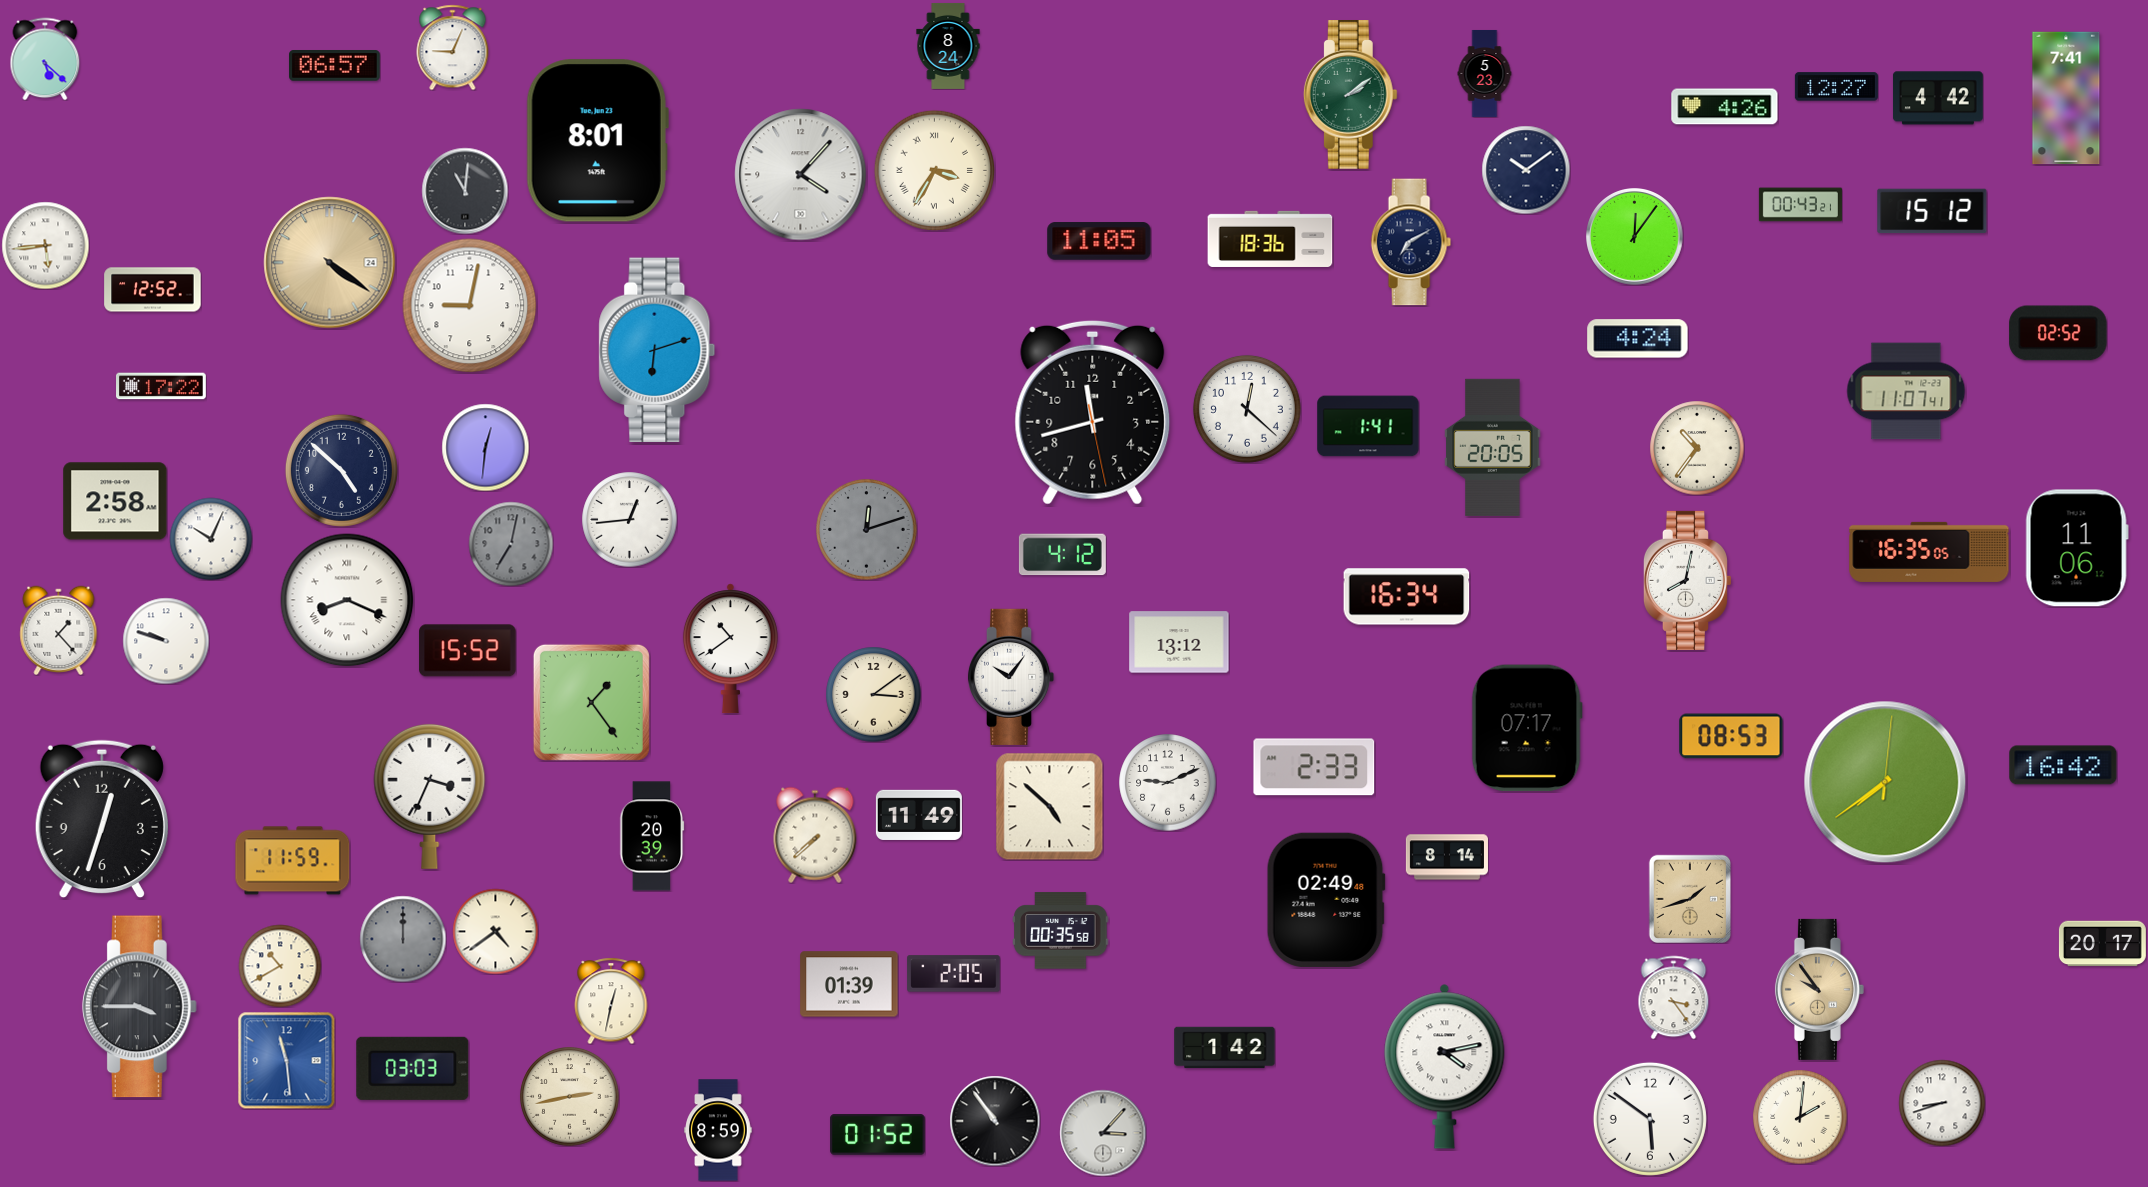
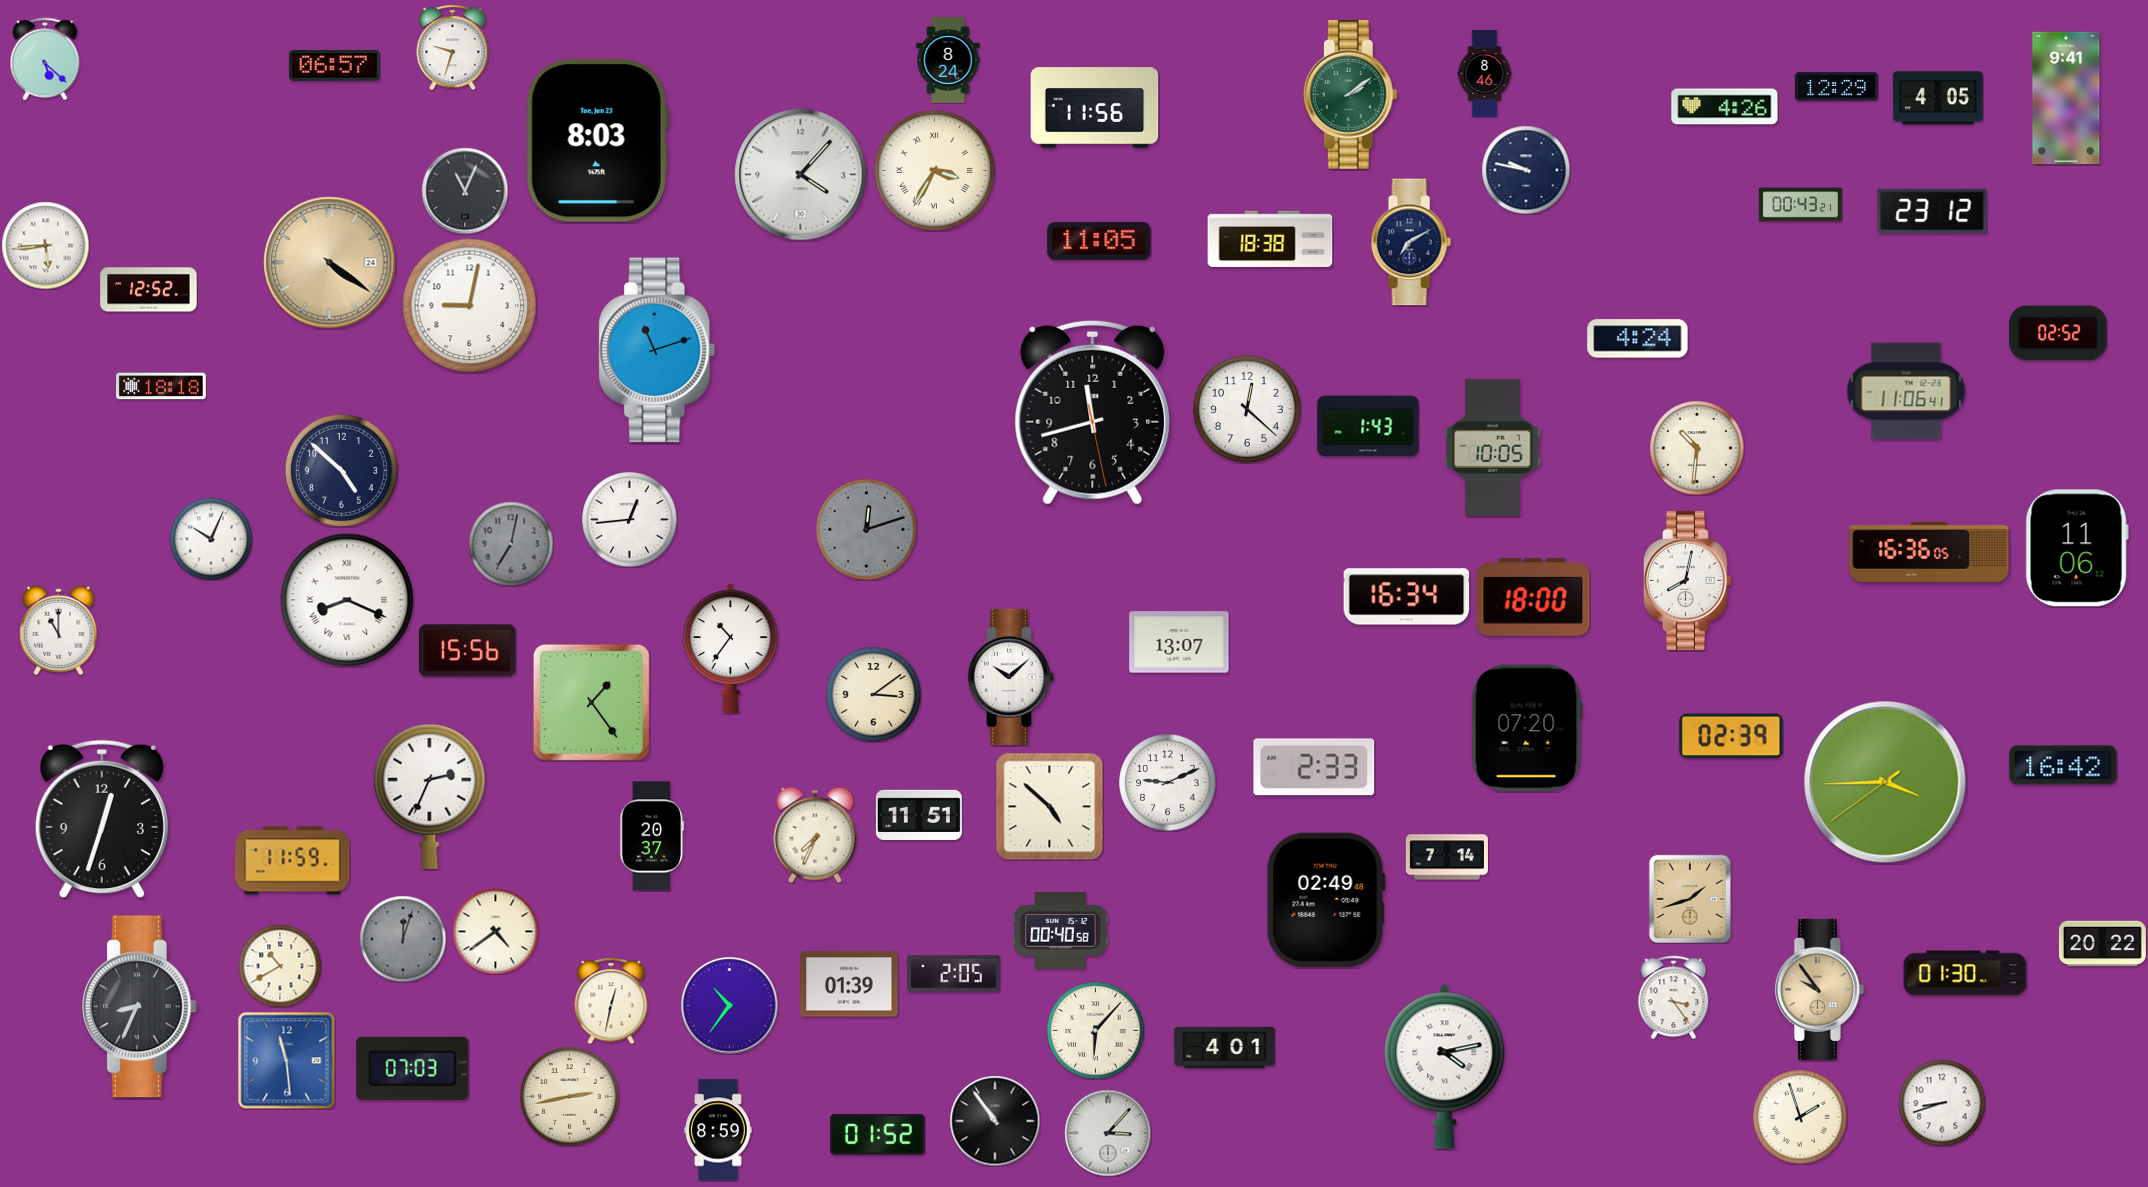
clock at (948, 46) position: (948, 46) -> (948, 60)
clock at (453, 47): 9:04 -> 9:33
clock at (1485, 74): 5:23 -> 8:46
clock at (1836, 87): 12:27 -> 12:29
clock at (1938, 98): 4:42 -> 4:05
clock at (2066, 98): 7:41 -> 9:41
clock at (1095, 108): none -> 11:56
clock at (597, 141): 8:01 -> 8:03
clock at (1526, 170): 10:09 -> 9:47
clock at (465, 191): 11:01 -> 11:04
clock at (1932, 211): 15:12 -> 23:12
clock at (1635, 237): 12:06 -> none
clock at (1270, 239): 18:36 -> 18:38
clock at (153, 290) position: (153, 290) -> (149, 290)
clock at (657, 350): 6:12 -> 11:12
clock at (162, 386): 17:22 -> 18:18
clock at (1906, 391): 11:07 -> 11:06
clock at (1368, 426): 1:41 -> 1:43
clock at (485, 447): 12:31 -> none
clock at (1493, 447): 20:05 -> 10:05
clock at (1697, 448): 10:36 -> 10:31
clock at (115, 501): 2:58 -> none
clock at (1929, 552): 16:35 -> 16:36
clock at (1062, 555): 4:12 -> none
clock at (1533, 597): none -> 18:00
clock at (59, 630): 1:23 -> 11:00
clock at (166, 641): 9:48 -> none
clock at (1179, 642): 13:12 -> 13:07
clock at (730, 649): 10:39 -> 10:36
clock at (468, 651): 15:52 -> 15:56
clock at (1011, 677): 10:06 -> 10:08
clock at (1527, 728): 07:17 -> 07:20
clock at (1731, 736): 08:53 -> 02:39
clock at (1885, 782): 7:39 -> 3:44
clock at (430, 796): 3:34 -> 2:34
clock at (919, 815): 11:49 -> 11:51
clock at (815, 835): 7:38 -> 7:34
clock at (652, 836): 20:39 -> 20:37
clock at (1447, 857): 8:14 -> 7:14
clock at (1061, 931): 00:35 -> 00:40
clock at (403, 939): 12:00 -> 12:03
clock at (2102, 944): 20:17 -> 20:22
clock at (1965, 973): none -> 01:30
clock at (730, 1006): none -> 10:36
clock at (139, 1007): 3:45 -> 8:34
clock at (1096, 1031): none -> 6:07
clock at (1225, 1048): 1:42 -> 4:01
clock at (413, 1068): 03:03 -> 07:03
clock at (1800, 1117): 2:01 -> 1:57
clock at (1650, 1119): 5:51 -> none
clock at (1103, 1133) position: (1103, 1133) -> (1108, 1133)
